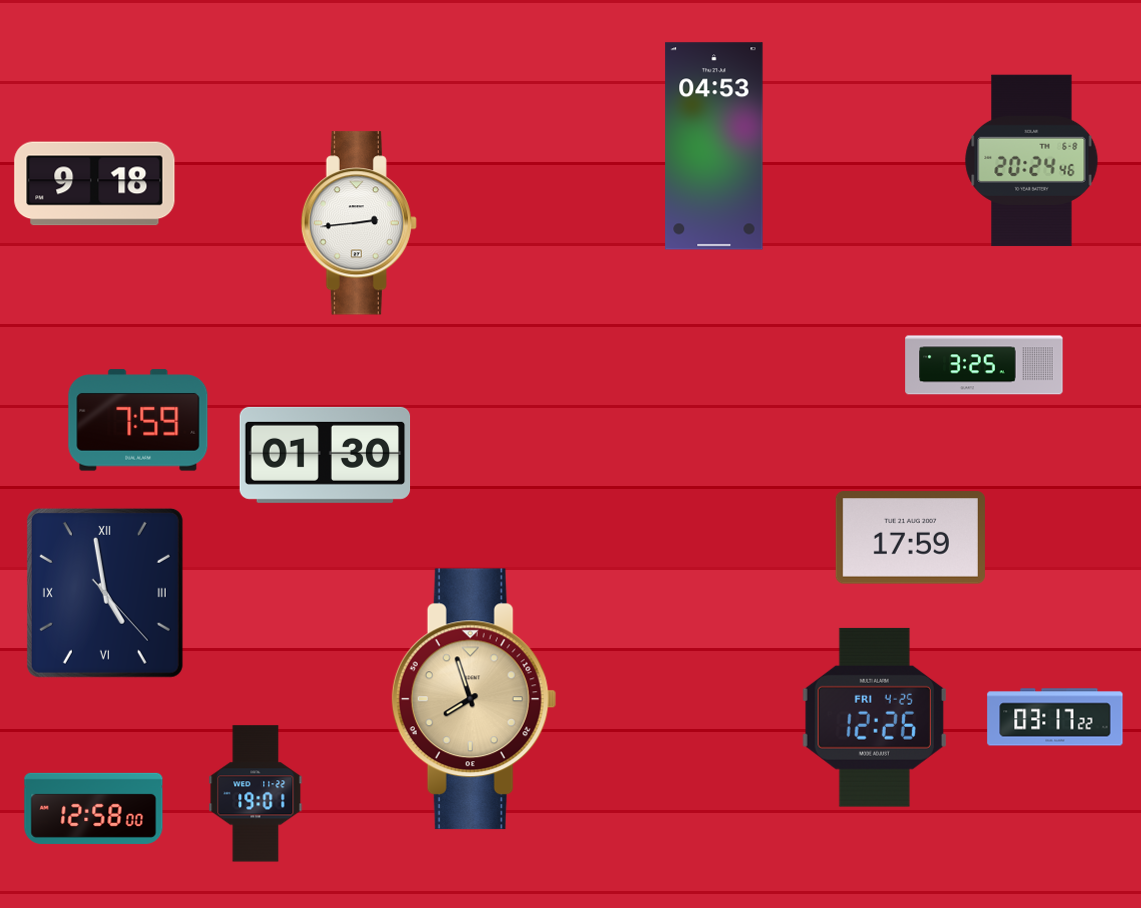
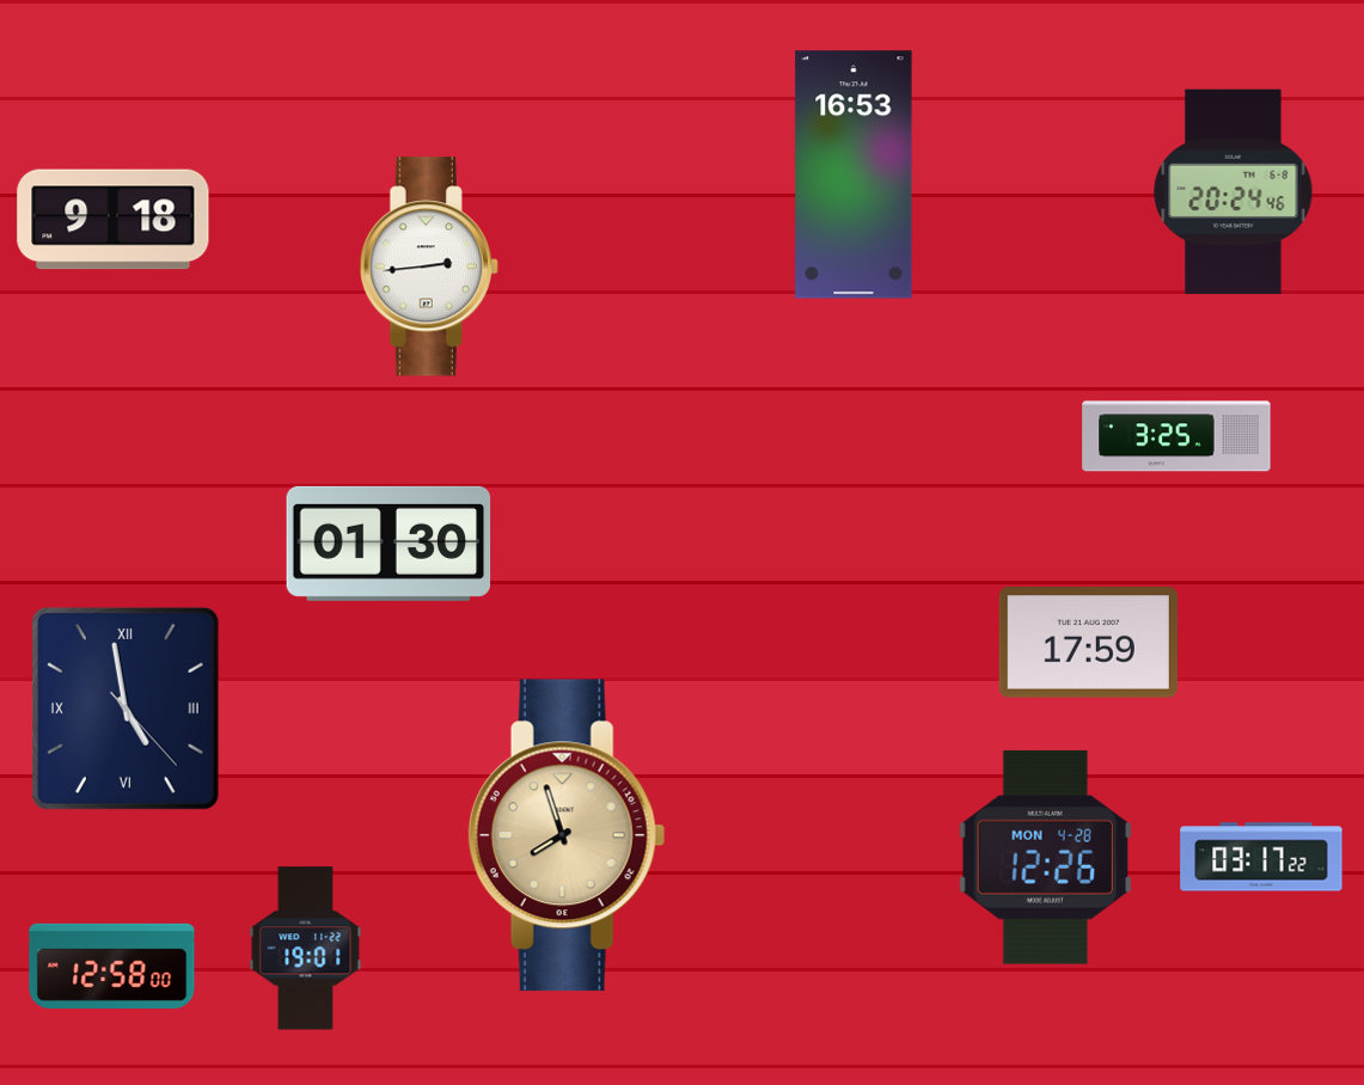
clock at (714, 146): 04:53 -> 16:53
clock at (138, 420): 7:59 -> none
clock at (874, 717) date: FRI 4-25 -> MON 4-28
